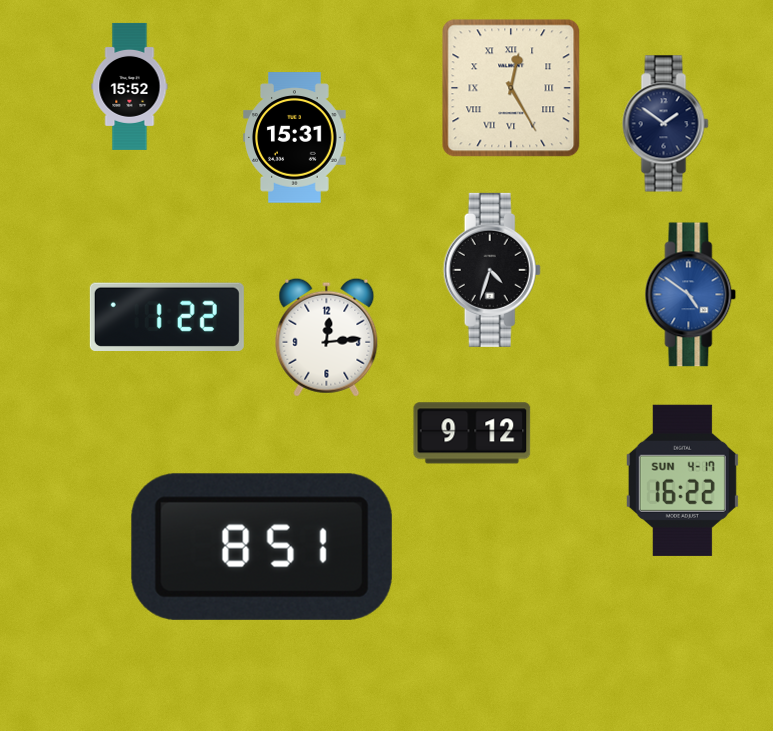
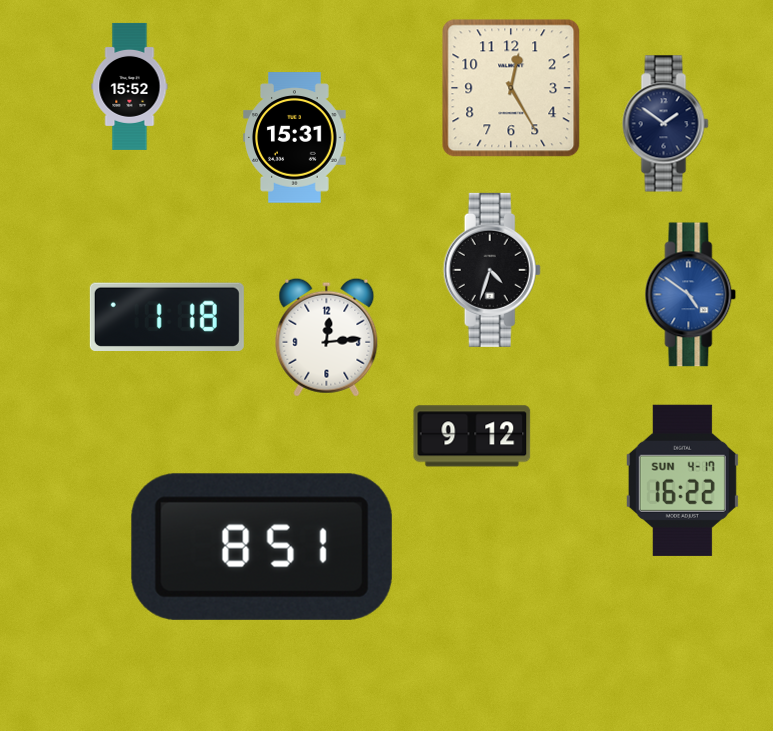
clock at (511, 88) numerals: Roman -> Arabic
clock at (167, 317): 1:22 -> 1:18
clock at (472, 433) position: (472, 433) -> (472, 436)
